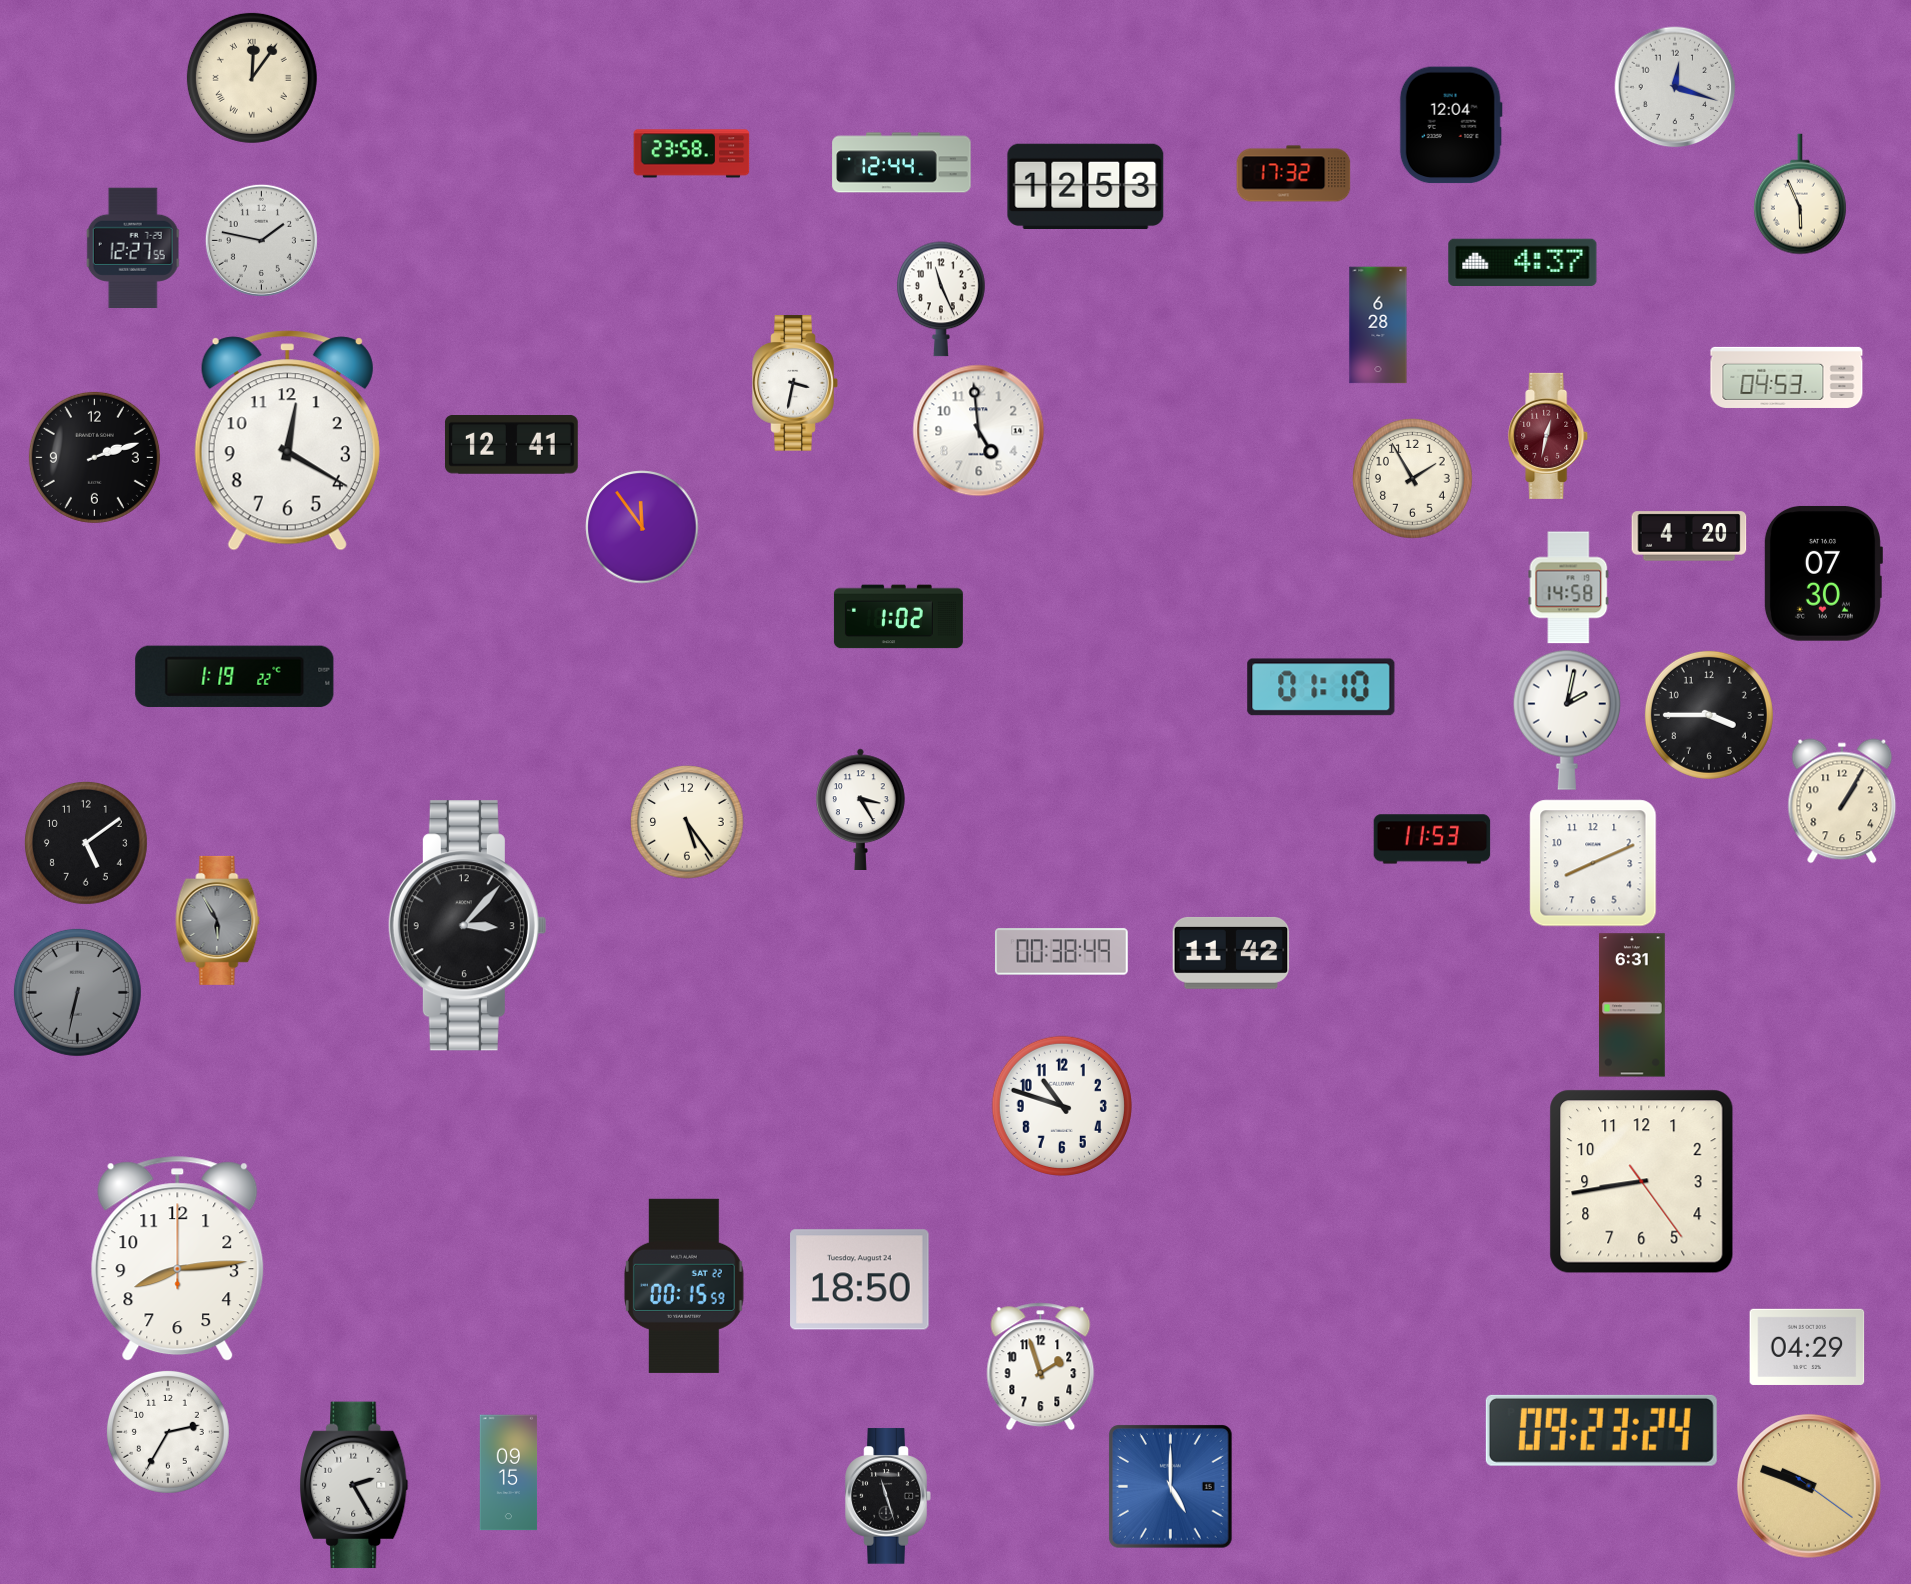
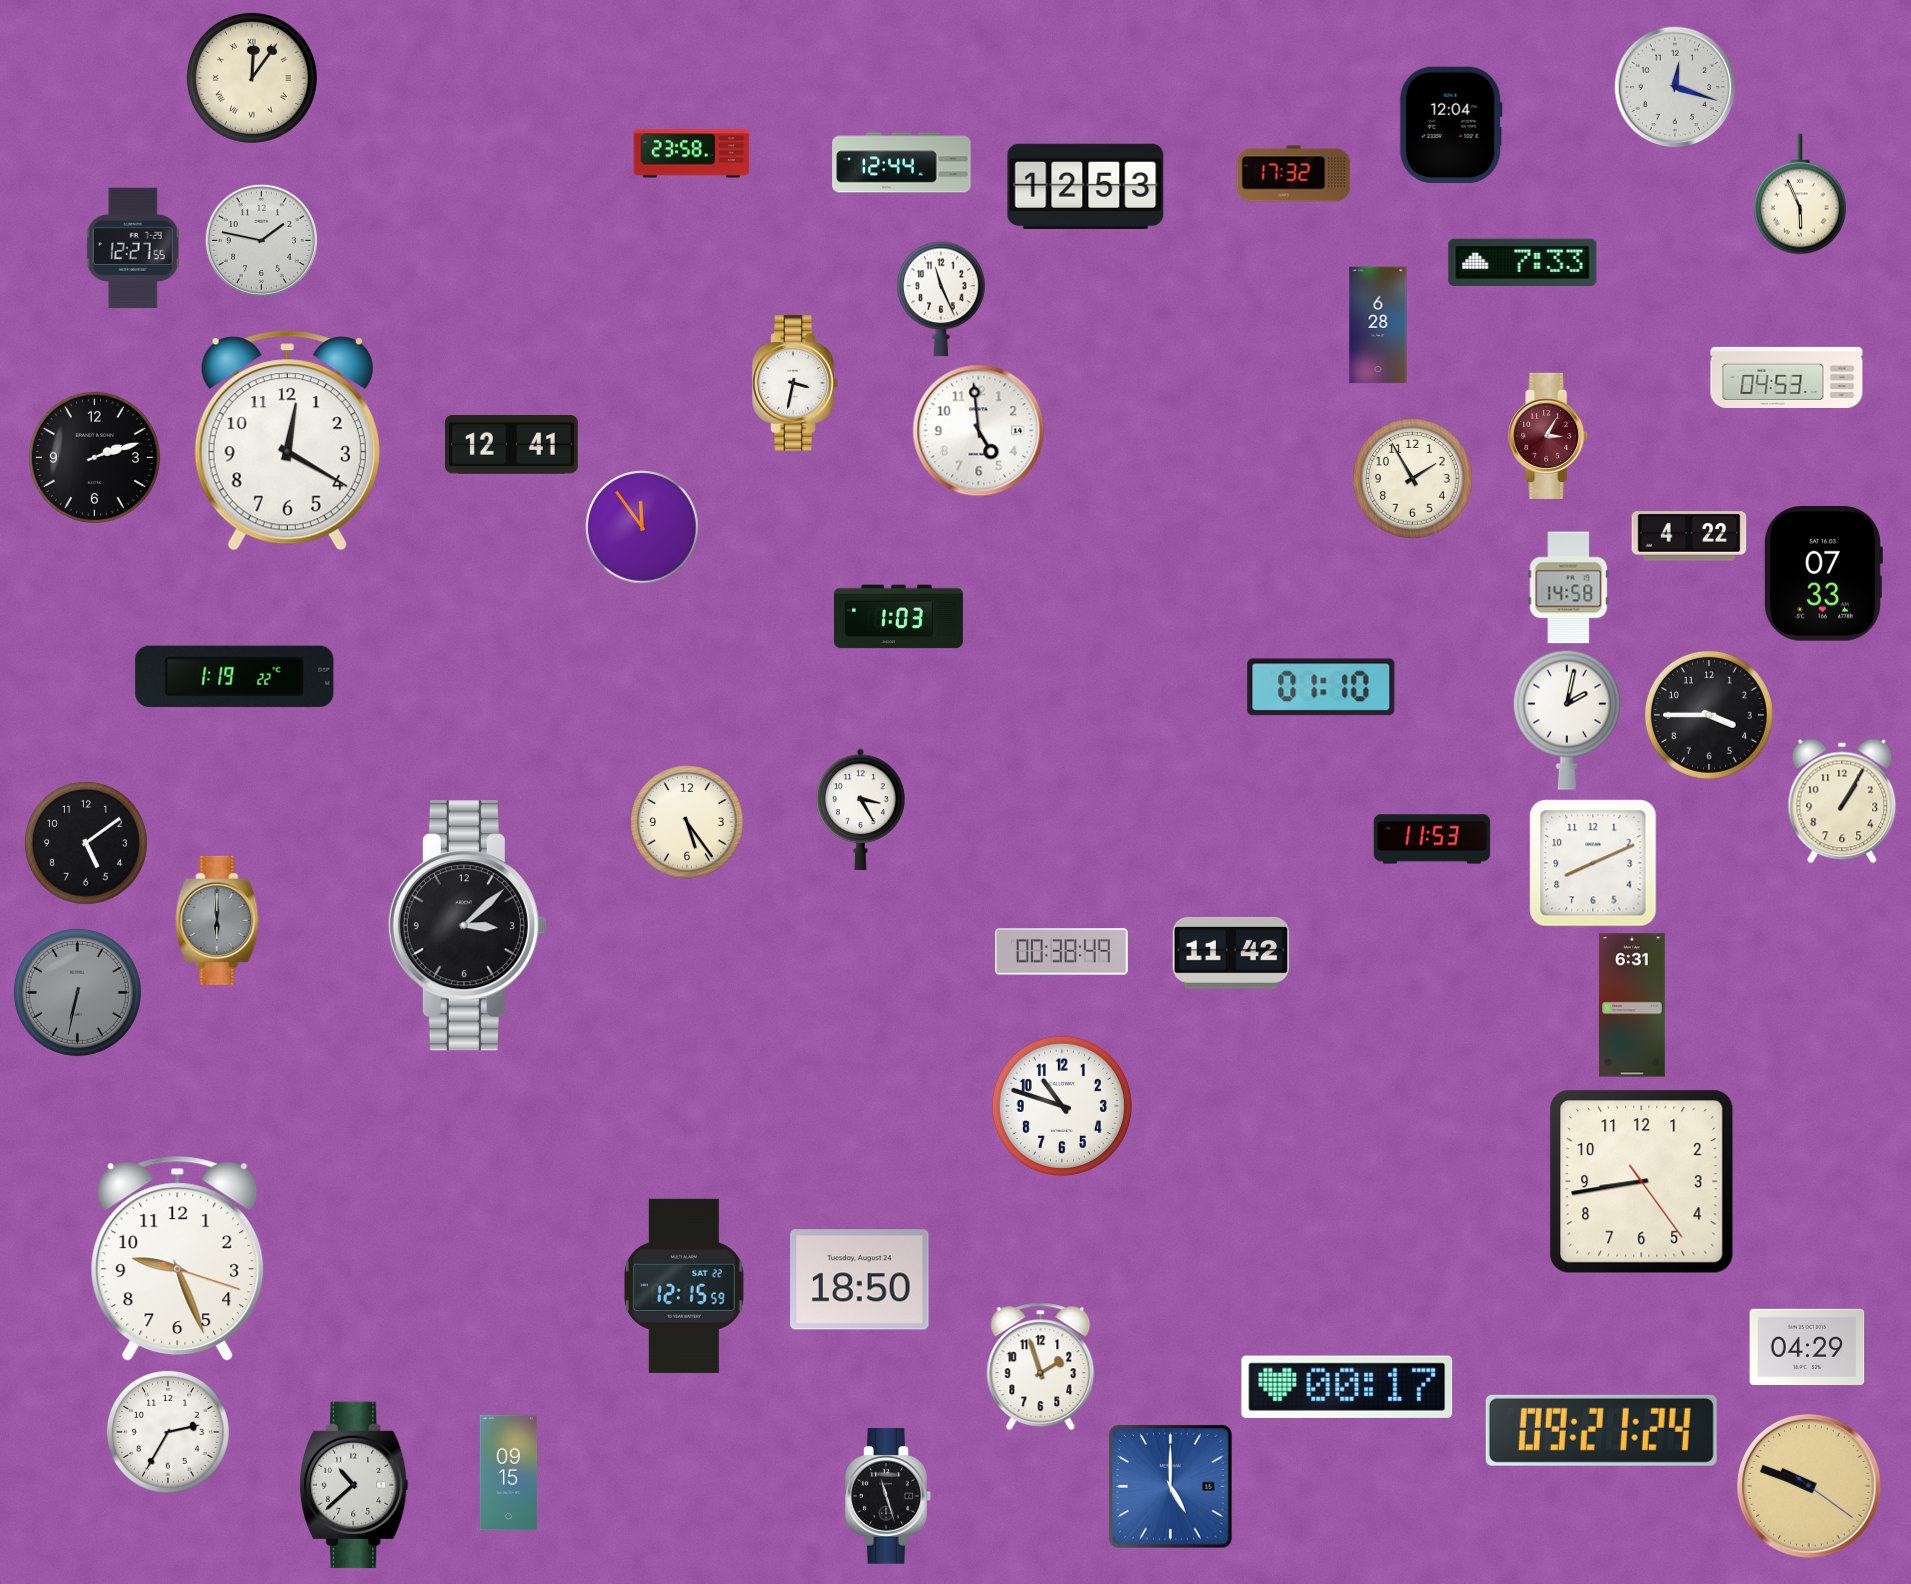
clock at (1523, 262): 4:37 -> 7:33
clock at (1549, 436): 12:32 -> 3:05
clock at (1689, 536): 4:20 -> 4:22
clock at (1823, 573): 07:30 -> 07:33
clock at (898, 617): 1:02 -> 1:03
clock at (218, 920): 5:55 -> 6:00
clock at (467, 926): 3:07 -> 3:08
clock at (178, 1259): 8:14 -> 9:26
clock at (685, 1286): 00:15 -> 12:15
clock at (1347, 1387): none -> 00:17
clock at (1601, 1430): 09:23 -> 09:21
clock at (354, 1485): 2:25 -> 10:38
